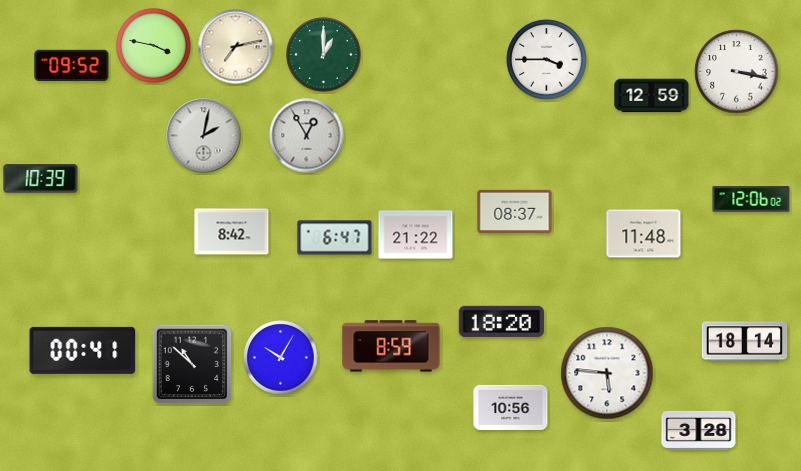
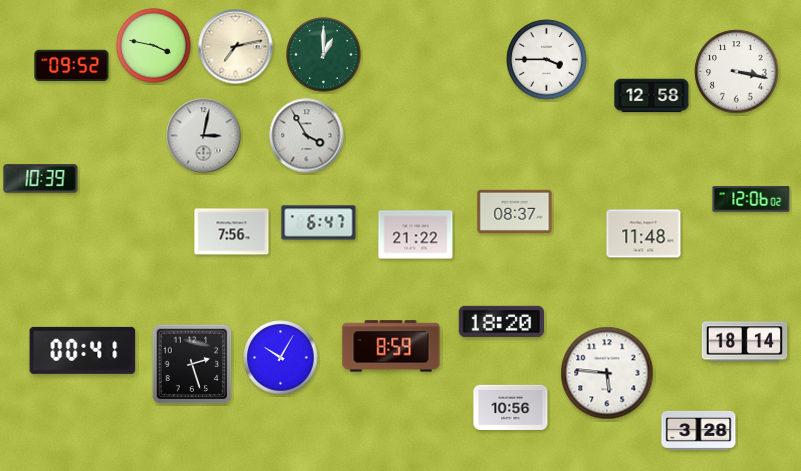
clock at (652, 96): 12:59 -> 12:58
clock at (204, 136): 2:02 -> 3:02
clock at (307, 136): 12:55 -> 3:55
clock at (232, 232): 8:42 -> 7:56
clock at (335, 238) position: (335, 238) -> (319, 223)
clock at (192, 364): 10:52 -> 2:27
